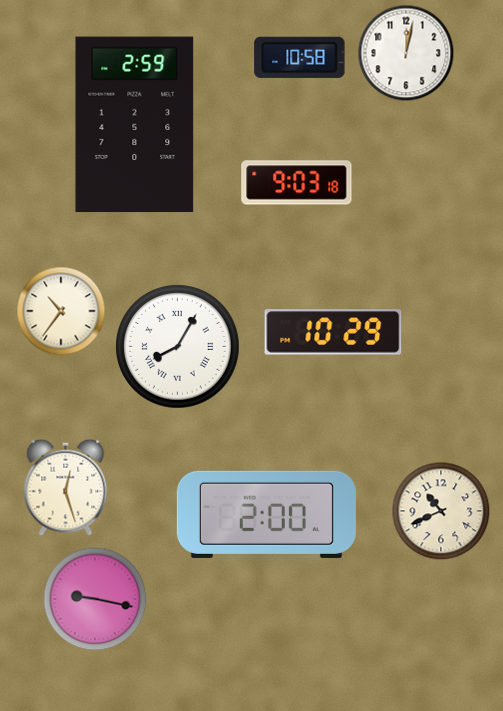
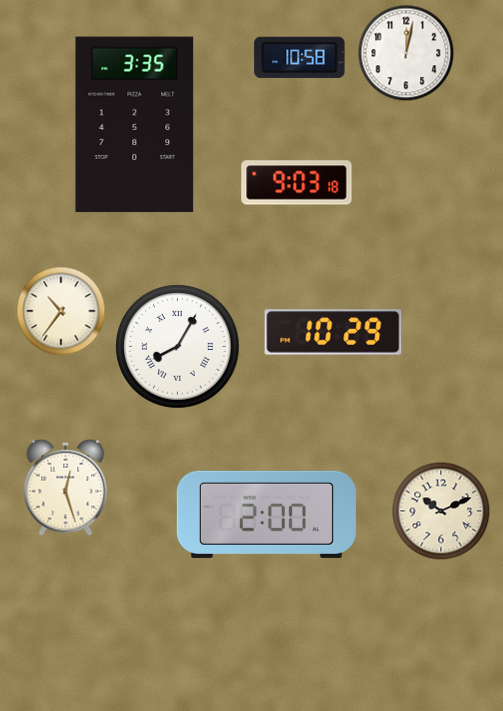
clock at (135, 125): 2:59 -> 3:35
clock at (441, 511): 10:41 -> 10:11
clock at (95, 599): 9:17 -> none
